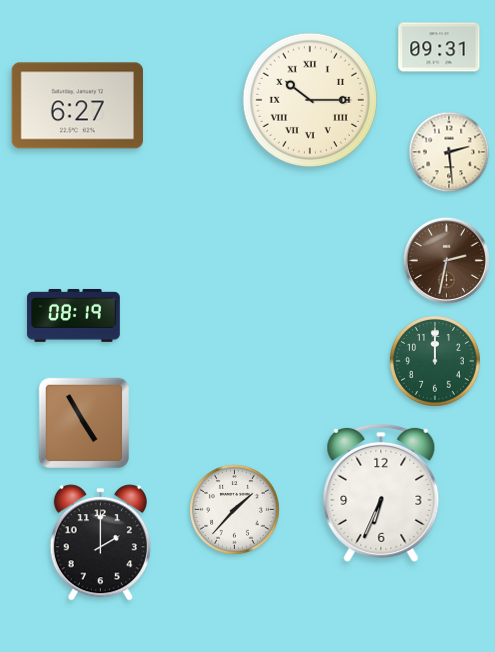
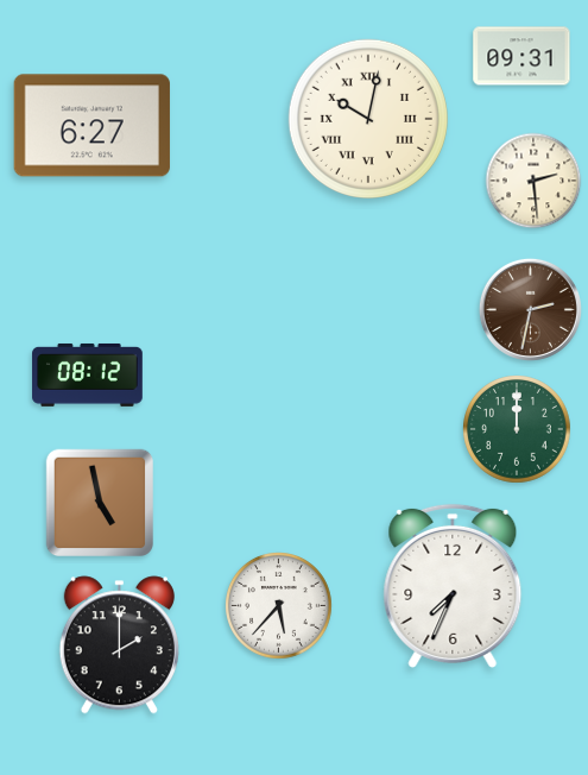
clock at (310, 100): 10:15 -> 10:02
clock at (74, 316): 08:19 -> 08:12
clock at (84, 423): 4:55 -> 4:58
clock at (381, 493): 6:34 -> 7:34
clock at (235, 510): 1:37 -> 5:37
